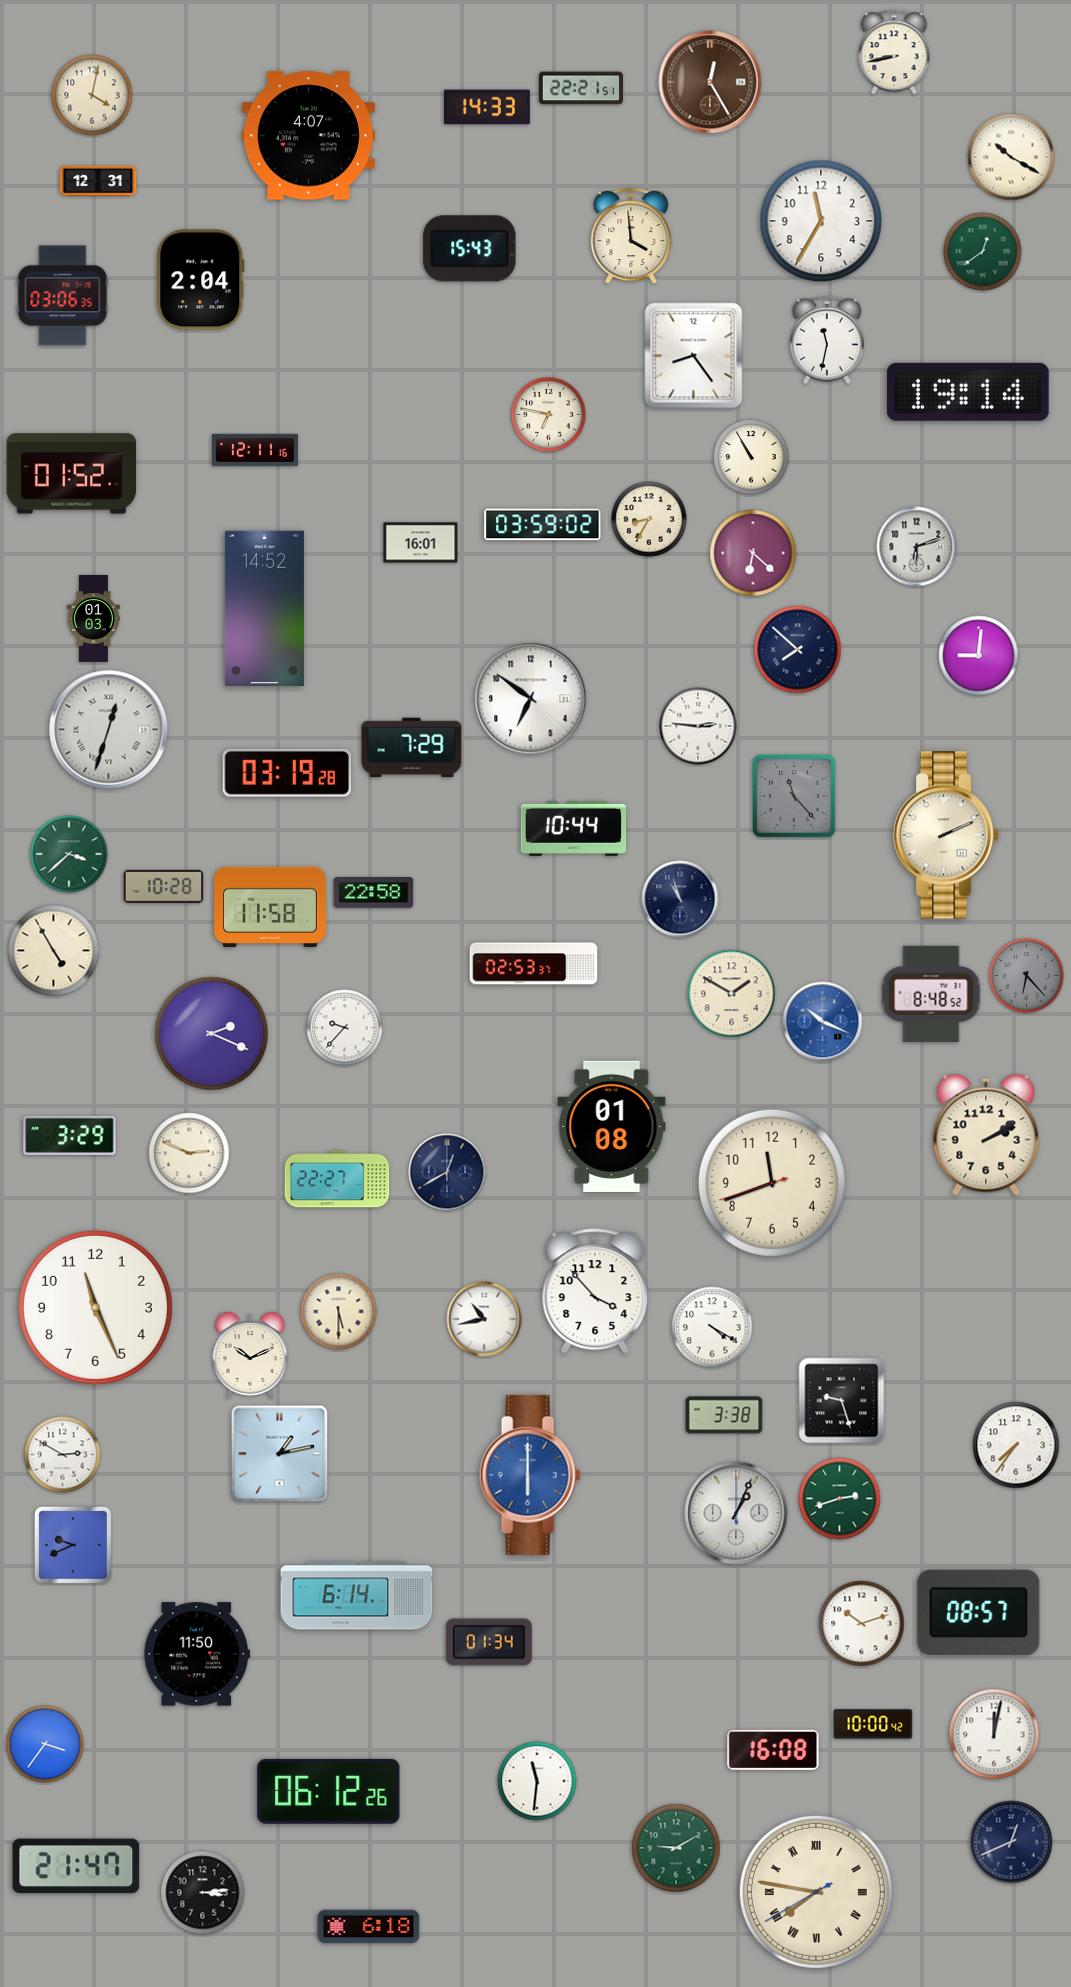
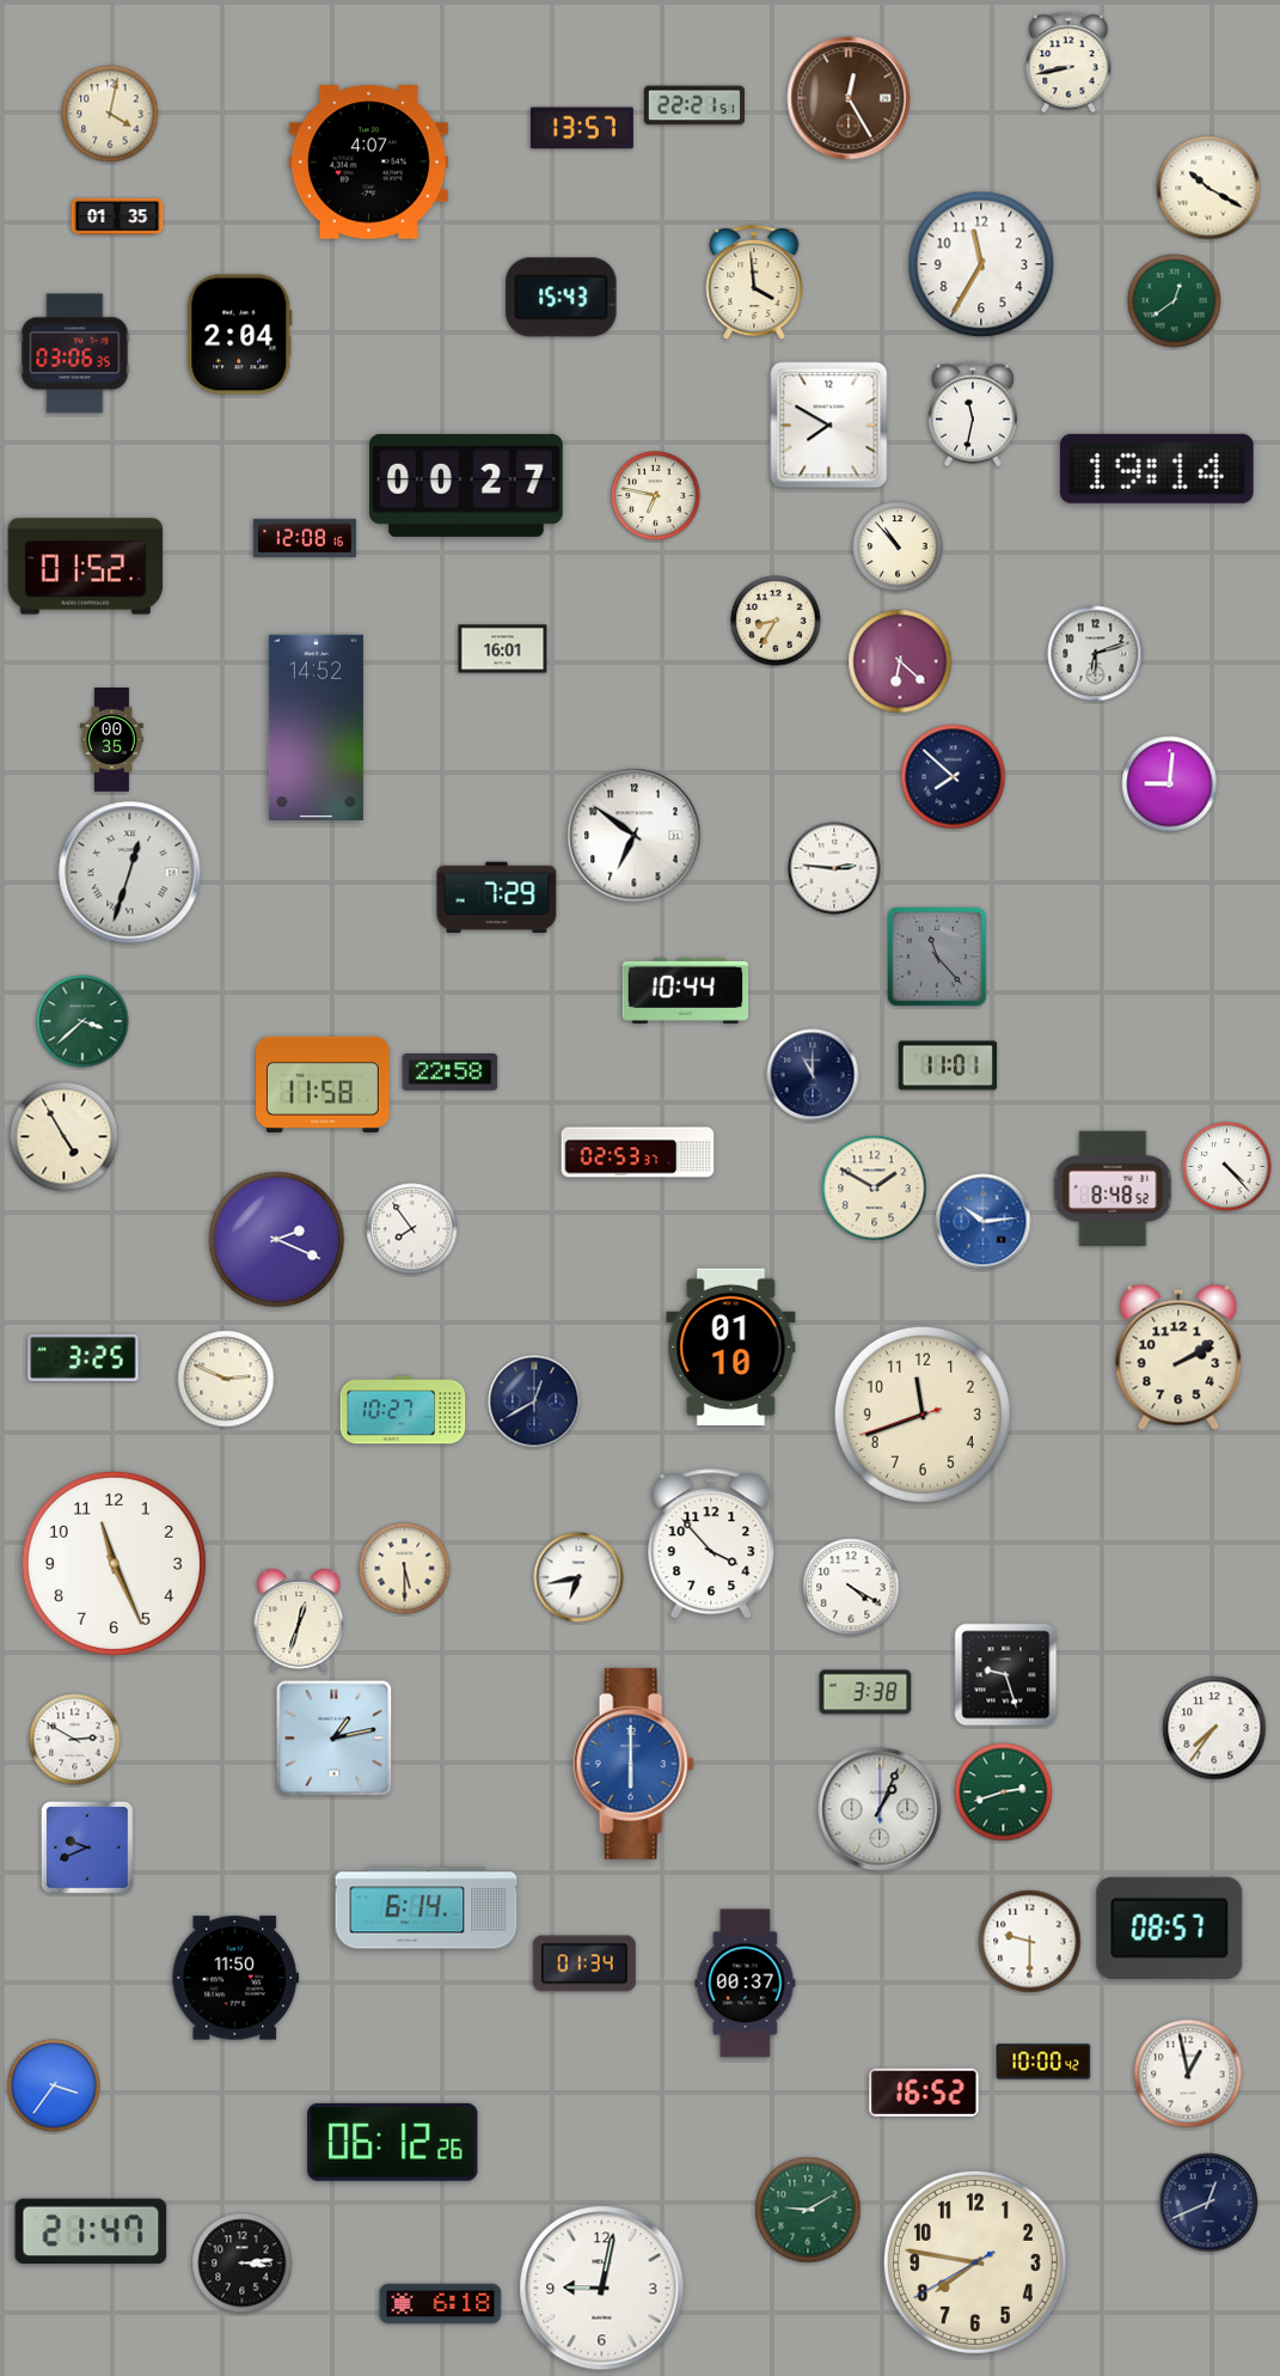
clock at (487, 107): 14:33 -> 13:57
clock at (98, 181): 12:31 -> 01:35
clock at (827, 340) position: (827, 340) -> (973, 414)
clock at (694, 356): 8:24 -> 7:50
clock at (467, 485): none -> 00:27
clock at (255, 450): 12:11 -> 12:08
clock at (751, 457): 10:55 -> 10:53
clock at (543, 525): 03:59 -> none
clock at (94, 619): 01:03 -> 00:35
clock at (412, 748) position: (412, 748) -> (497, 898)
clock at (287, 773): 03:19 -> none
clock at (794, 796) position: (794, 796) -> (937, 957)
clock at (946, 835): 2:11 -> none
clock at (164, 886): 10:28 -> none
clock at (948, 1065): none -> 11:01
clock at (374, 893) position: (374, 893) -> (451, 1073)
clock at (680, 899): 10:57 -> 11:00
clock at (1027, 976): 6:23 -> 4:23
clock at (1027, 976) dial: grey -> white
clock at (823, 1022): 10:19 -> 10:14
clock at (345, 1028): 9:37 -> 7:54
clock at (212, 1034) position: (212, 1034) -> (277, 1240)
clock at (612, 1126): 01:08 -> 01:10
clock at (70, 1135): 3:29 -> 3:25
clock at (337, 1179): 22:27 -> 10:27
clock at (484, 1319): 10:43 -> 6:43
clock at (250, 1355): 10:11 -> 12:33
clock at (862, 1624): 10:12 -> 9:30
clock at (746, 1984): none -> 00:37
clock at (994, 1734): 12:02 -> 12:58
clock at (773, 1750): 16:08 -> 16:52
clock at (537, 1781): 11:31 -> none
clock at (816, 1892) numerals: Roman -> Arabic
clock at (602, 2289): none -> 9:02
